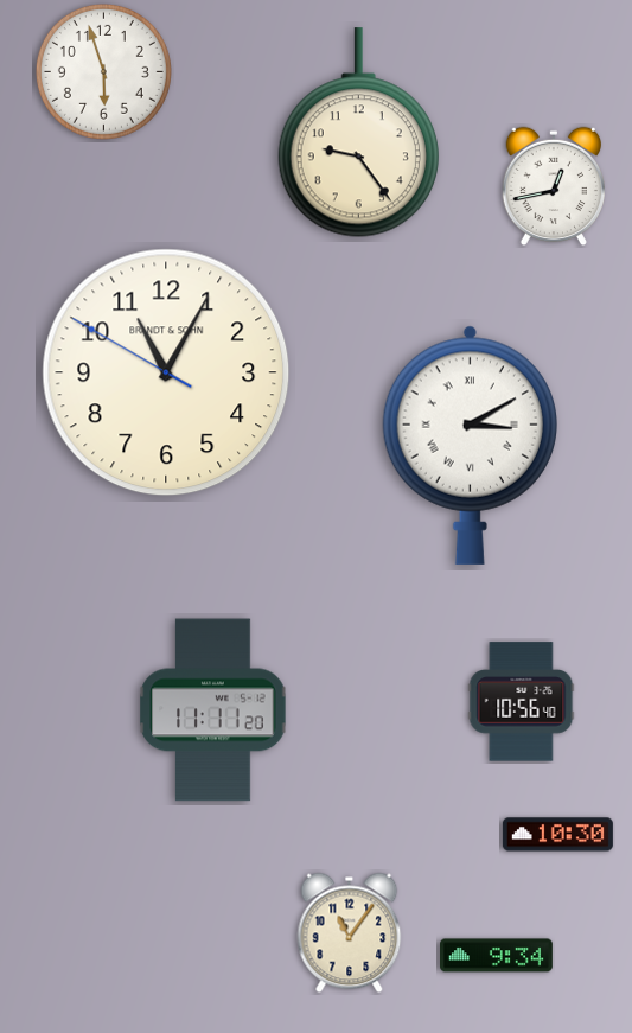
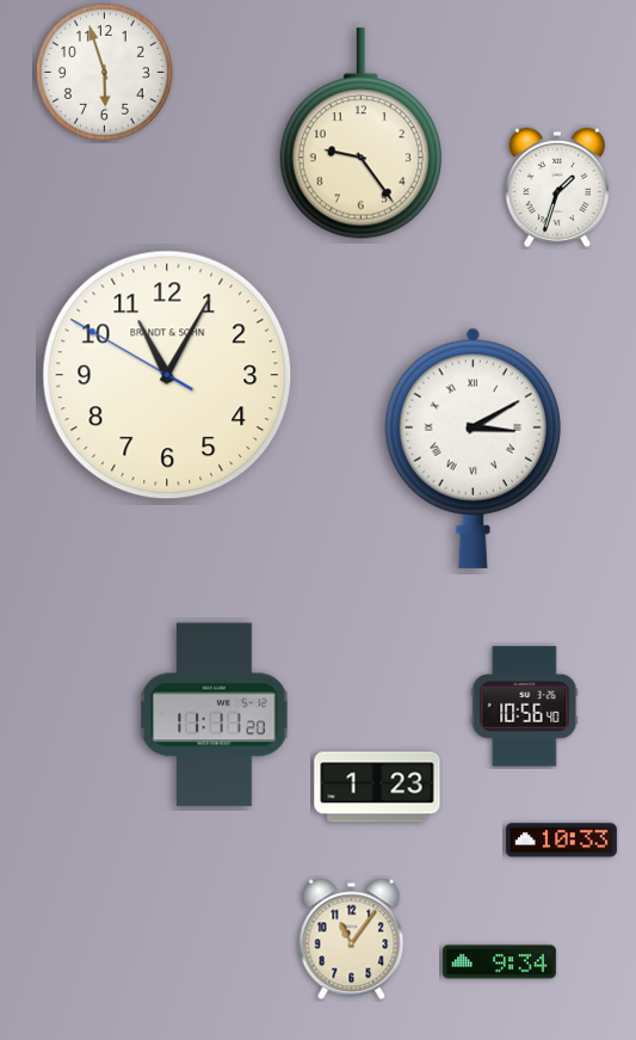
clock at (553, 186): 12:43 -> 1:33
clock at (377, 787): none -> 1:23
clock at (557, 835): 10:30 -> 10:33
